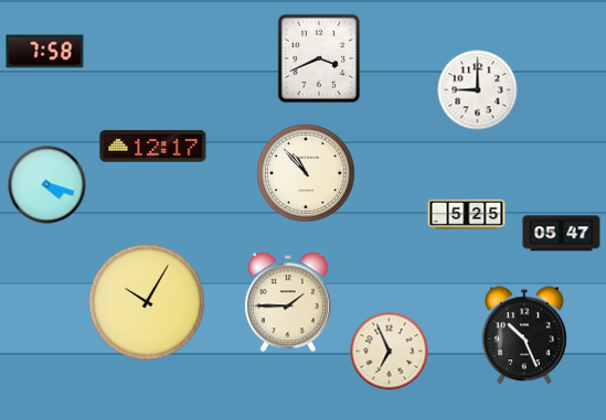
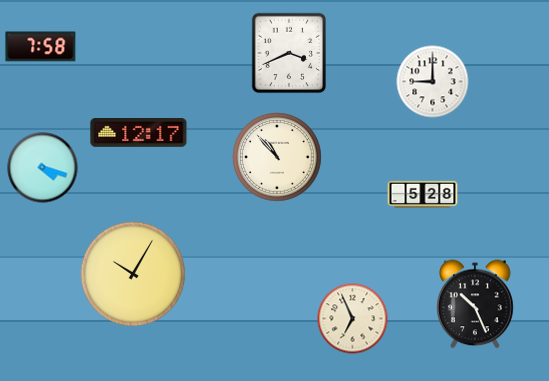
clock at (467, 215): 5:25 -> 5:28
clock at (562, 234): 05:47 -> none
clock at (288, 302): 1:45 -> none
